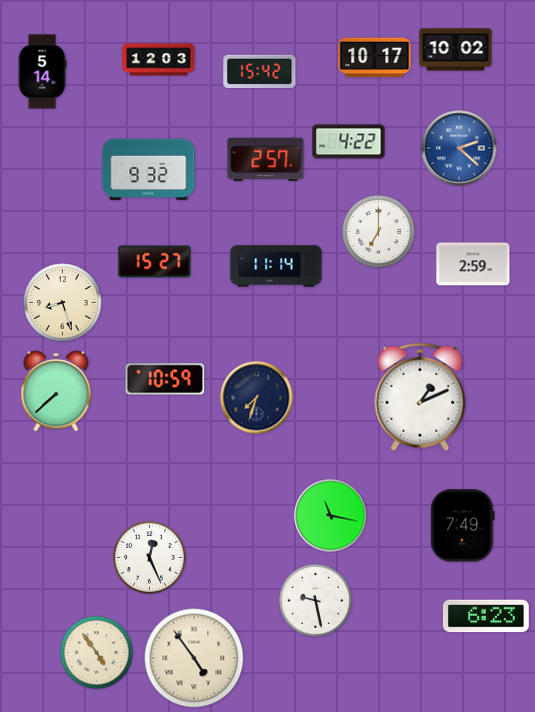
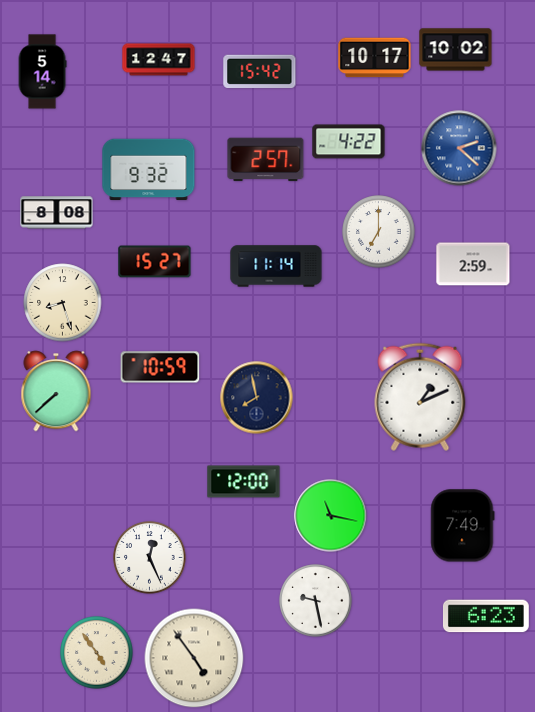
clock at (159, 60): 12:03 -> 12:47
clock at (57, 213): none -> 8:08
clock at (165, 379) position: (165, 379) -> (160, 367)
clock at (257, 398): 7:33 -> 7:58
clock at (244, 482): none -> 12:00
